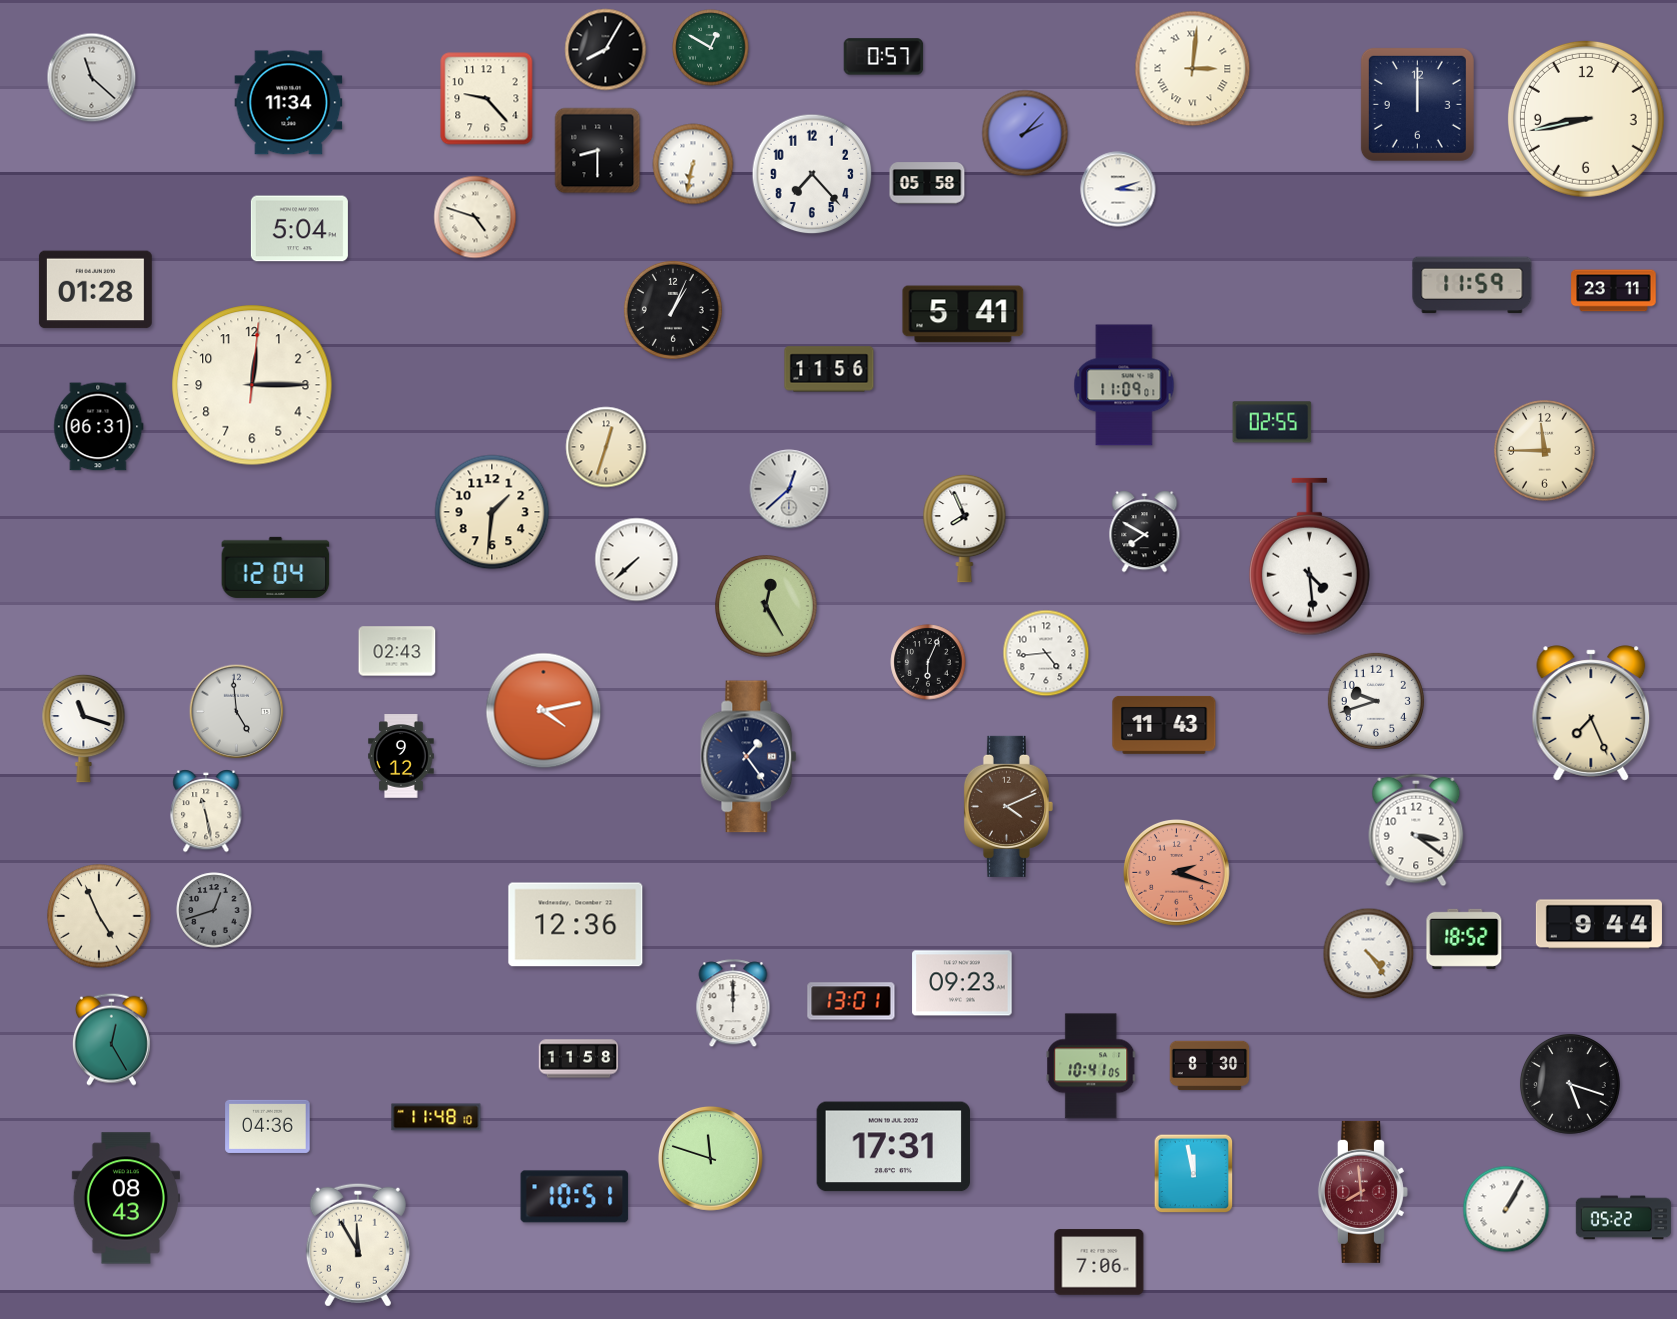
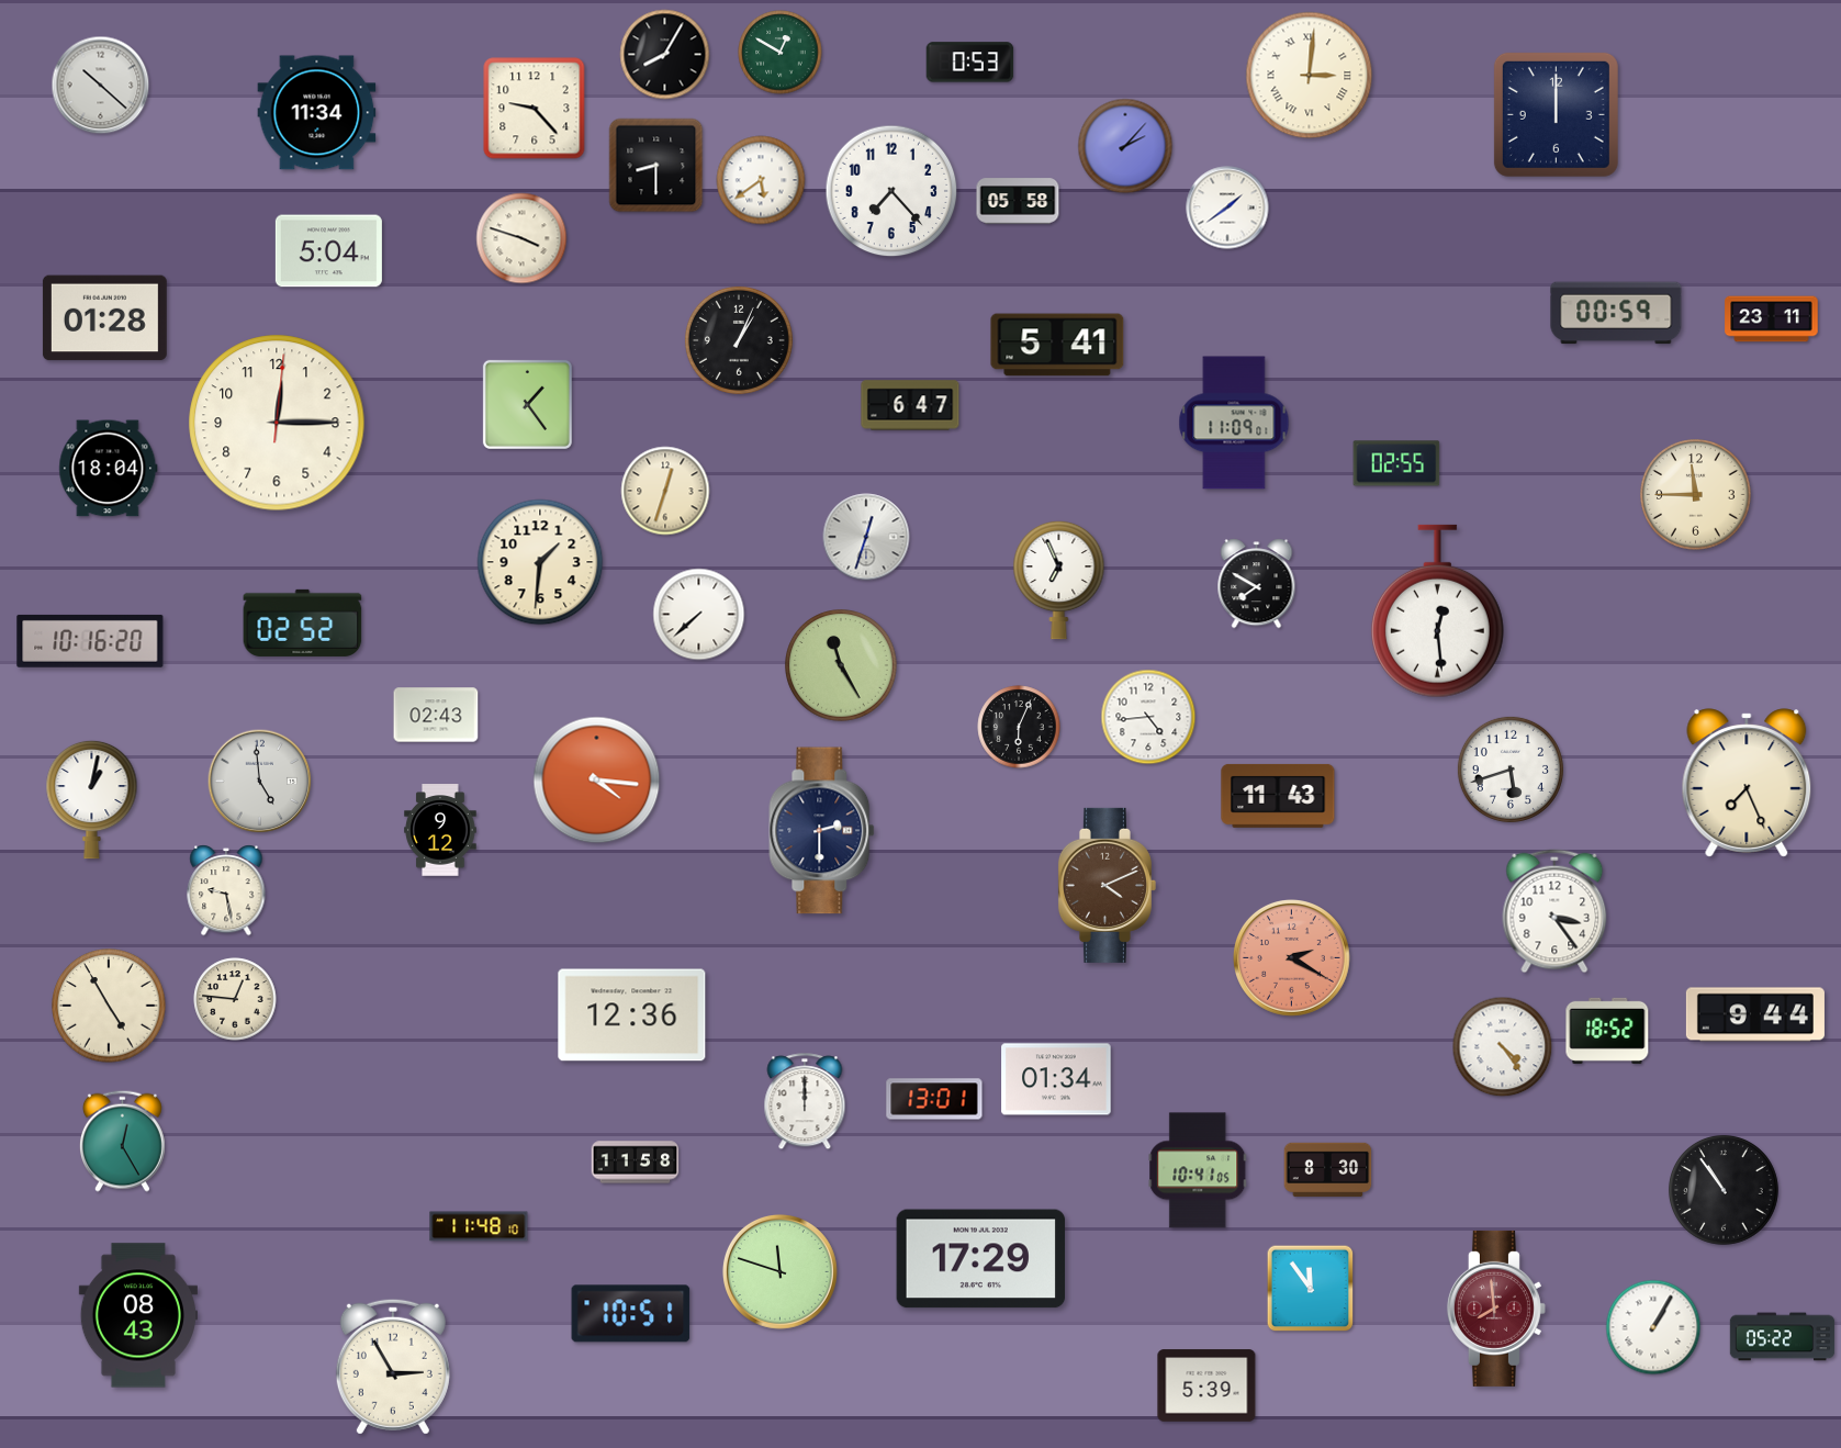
clock at (884, 57): 0:57 -> 0:53
clock at (92, 78): 11:22 -> 10:22
clock at (1586, 119): 8:43 -> none
clock at (693, 164): 6:32 -> 5:39
clock at (1118, 189): 3:12 -> 1:39
clock at (475, 217): 4:48 -> 3:48
clock at (1472, 285): 11:59 -> 00:59
clock at (527, 404): none -> 1:24
clock at (829, 369): 11:56 -> 6:47
clock at (99, 427): 06:31 -> 18:04
clock at (789, 489): 12:38 -> 12:33
clock at (965, 528): 7:56 -> 6:56
clock at (1309, 557): 4:29 -> 12:29
clock at (276, 567): 12:04 -> 02:52
clock at (90, 641): none -> 10:16
clock at (766, 606): 12:25 -> 11:25
clock at (1376, 701): 9:42 -> 5:42
clock at (544, 711): 4:13 -> 4:16
clock at (84, 728): 11:18 -> 1:02
clock at (749, 757): 1:24 -> 2:30
clock at (206, 812): 11:28 -> 9:28
clock at (1416, 830): 3:21 -> 3:24
clock at (1177, 873): 2:18 -> 2:20
clock at (214, 910): 12:42 -> 12:46
clock at (214, 910) dial: grey -> cream
clock at (99, 916): 4:56 -> 4:55
clock at (962, 983): 09:23 -> 01:34
clock at (1570, 1084): 5:18 -> 10:54
clock at (268, 1126): 04:36 -> none
clock at (894, 1147): 17:31 -> 17:29
clock at (1194, 1174): 11:58 -> 11:54
clock at (358, 1245): 11:55 -> 2:55
clock at (1099, 1262): 7:06 -> 5:39
